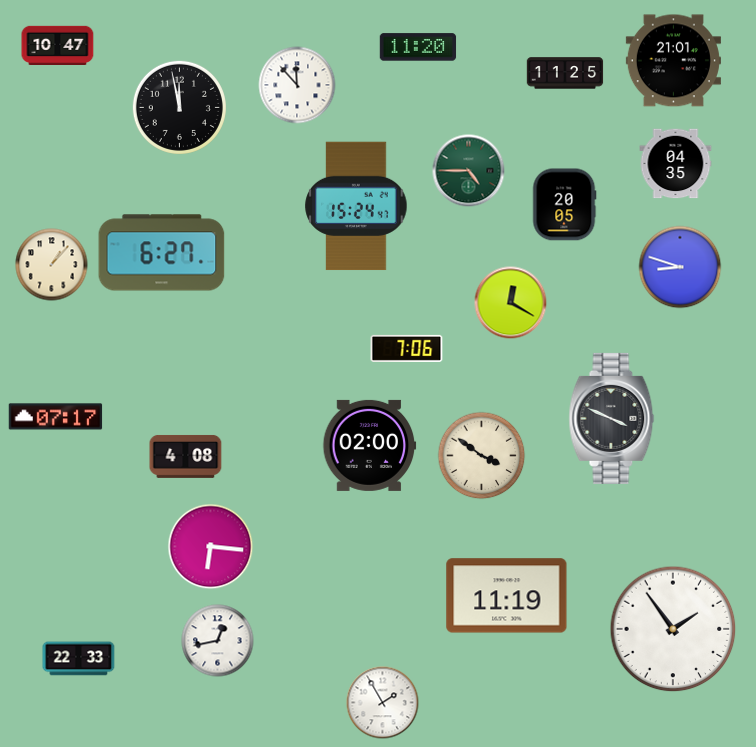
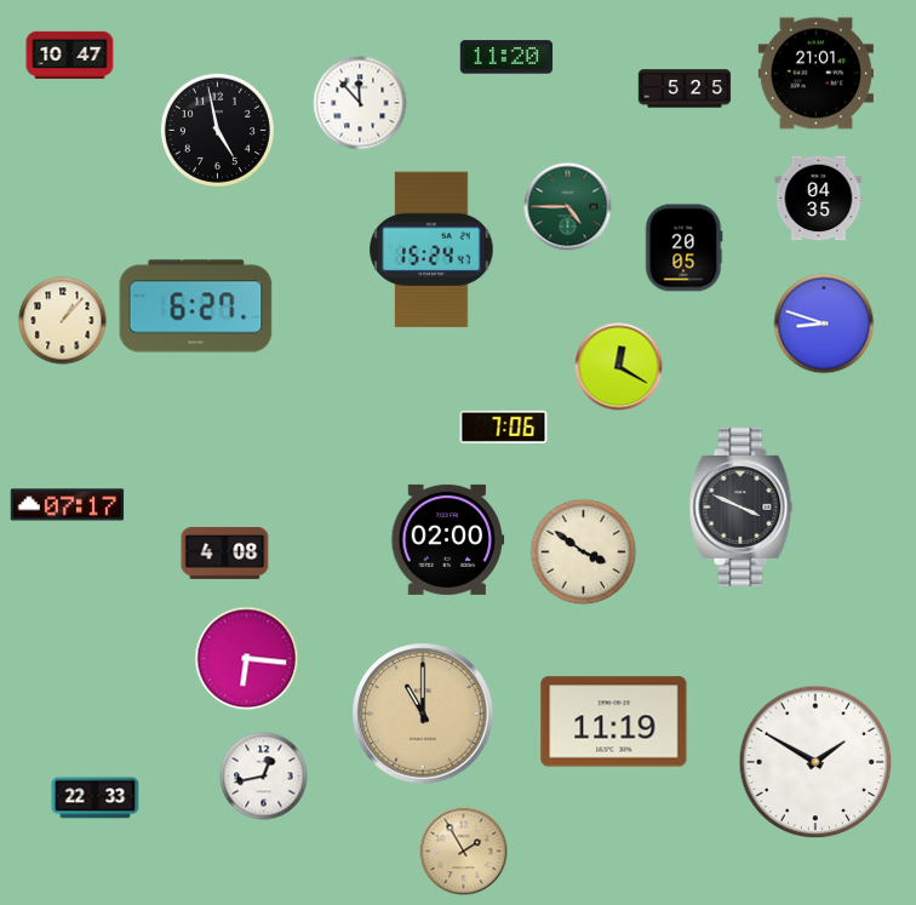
clock at (565, 73): 11:25 -> 5:25
clock at (179, 107): 11:58 -> 4:58
clock at (407, 348) position: (407, 348) -> (504, 426)
clock at (211, 547) position: (211, 547) -> (247, 659)
clock at (423, 714): none -> 11:00
clock at (673, 629): 1:54 -> 1:50
clock at (383, 703) dial: white -> champagne
